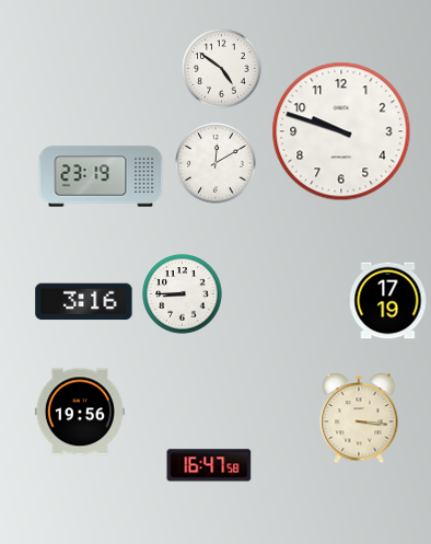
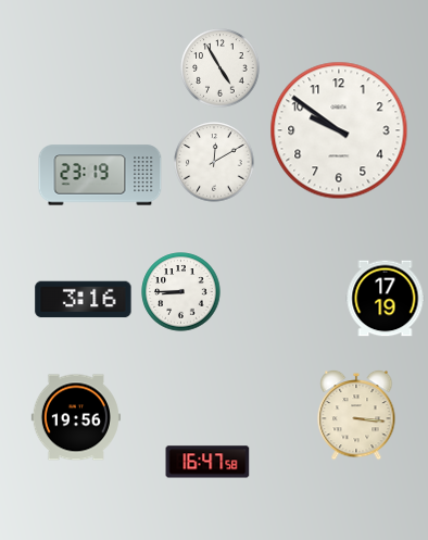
clock at (222, 69): 4:51 -> 4:55
clock at (341, 131): 9:48 -> 9:51
clock at (80, 412) position: (80, 412) -> (76, 417)
